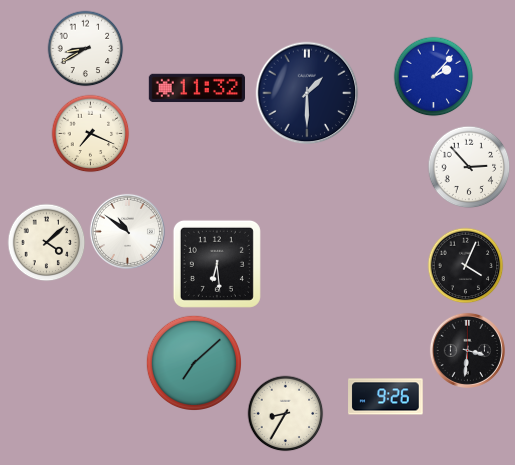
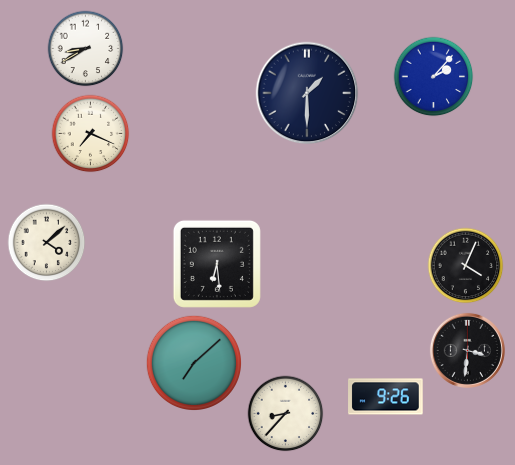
clock at (196, 88): 11:32 -> none
clock at (469, 167): 2:53 -> none
clock at (127, 231): 10:51 -> none
clock at (286, 414): 8:35 -> 8:37
